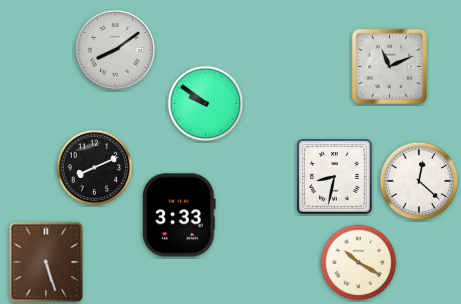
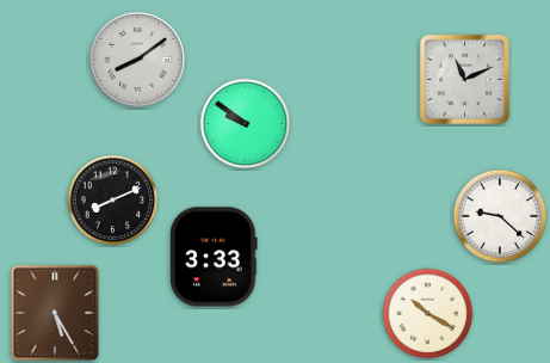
clock at (335, 177): 8:32 -> none
clock at (419, 181): 12:22 -> 9:22
clock at (46, 262): 5:27 -> 5:25
